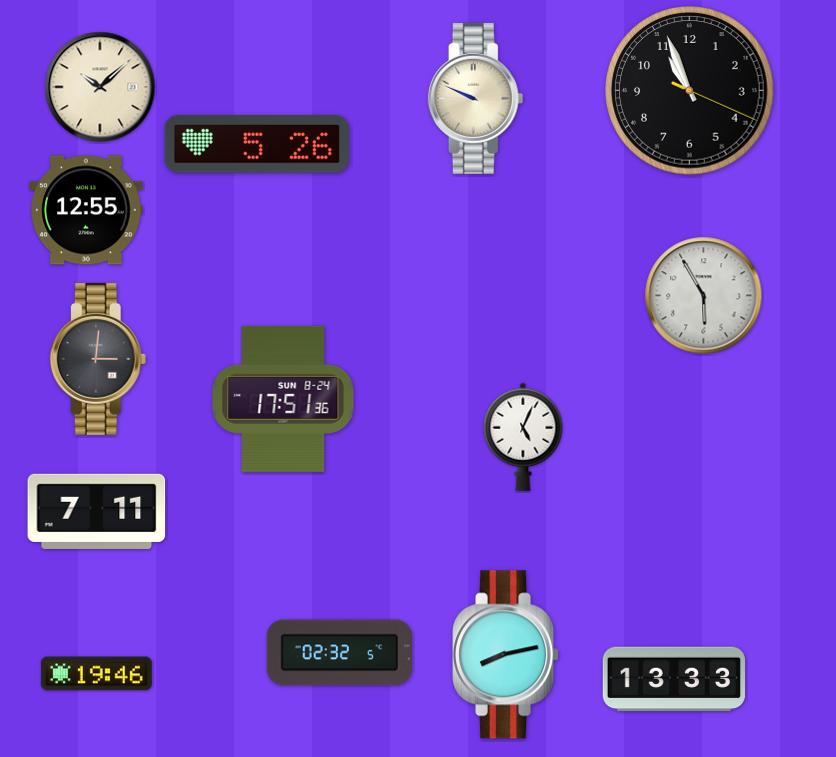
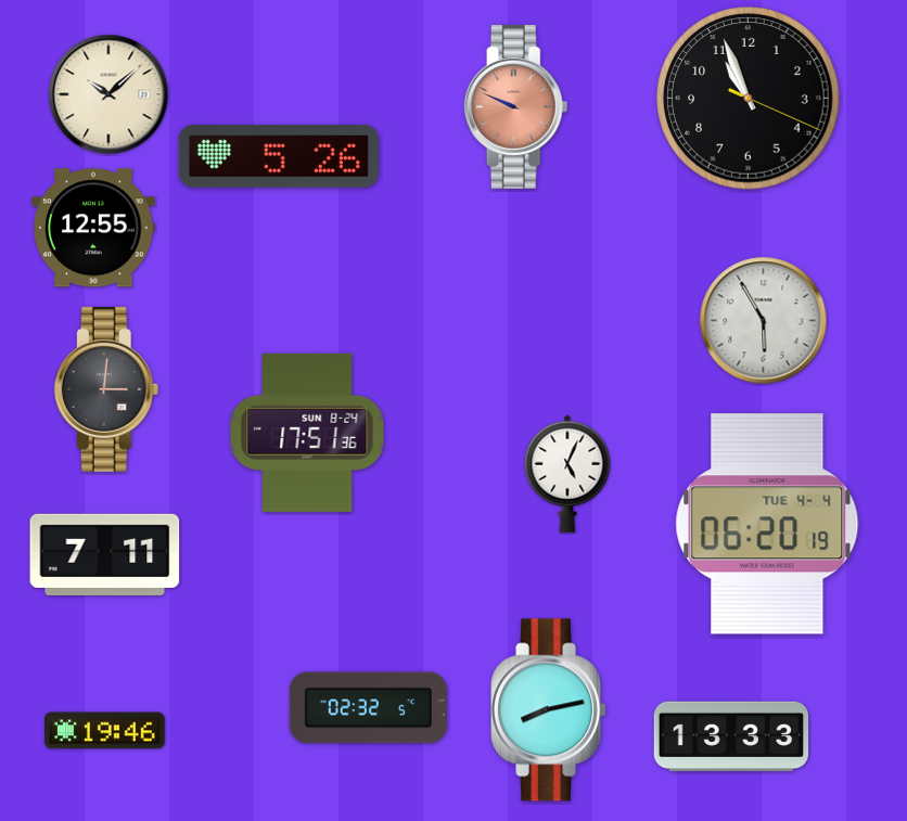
clock at (476, 98) dial: cream -> salmon
clock at (767, 524): none -> 06:20
